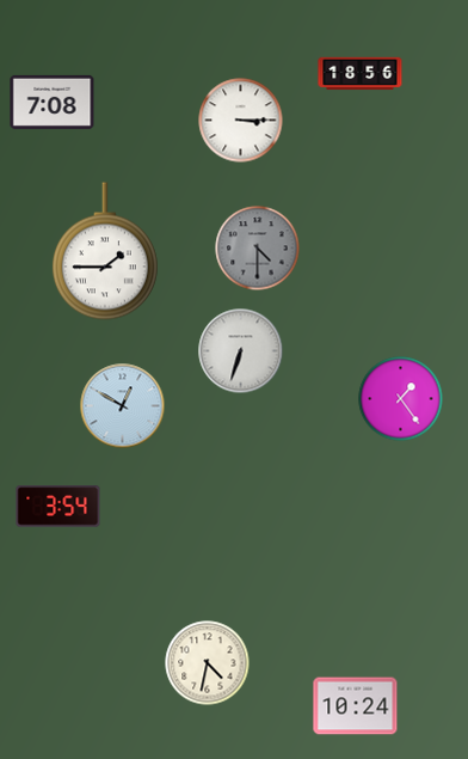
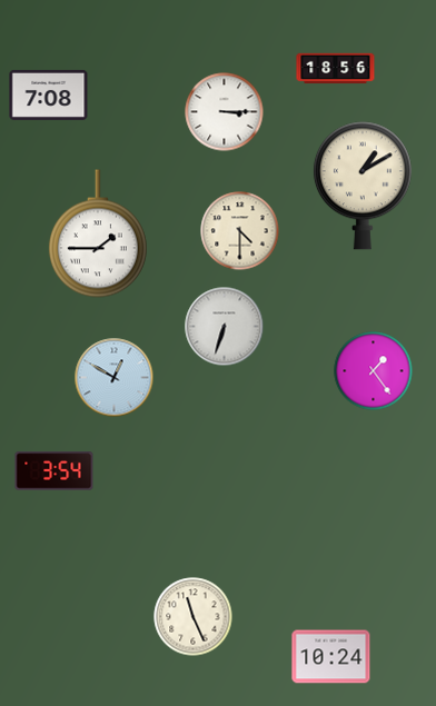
clock at (363, 186): none -> 1:10
clock at (258, 249) dial: grey -> cream
clock at (208, 663): 4:32 -> 11:26
